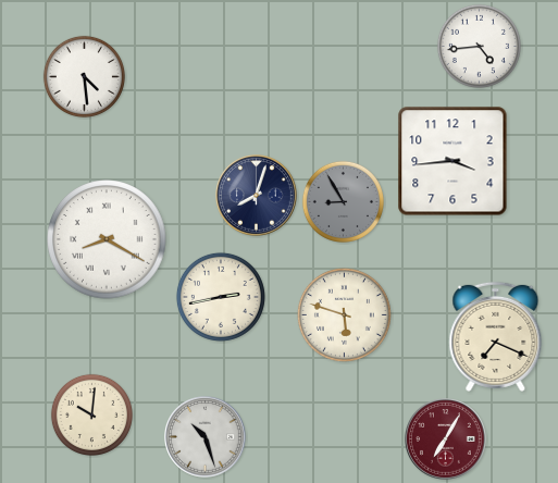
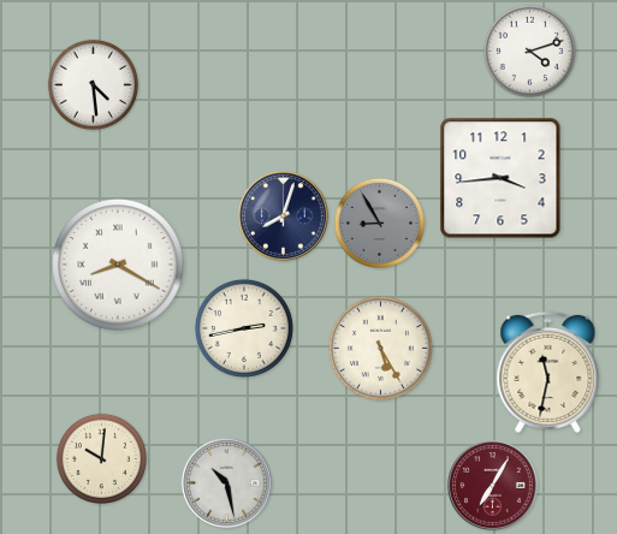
clock at (479, 46): 4:44 -> 4:12
clock at (344, 314): 5:48 -> 5:25
clock at (496, 336): 7:19 -> 11:32
clock at (206, 437): 10:27 -> 10:28
